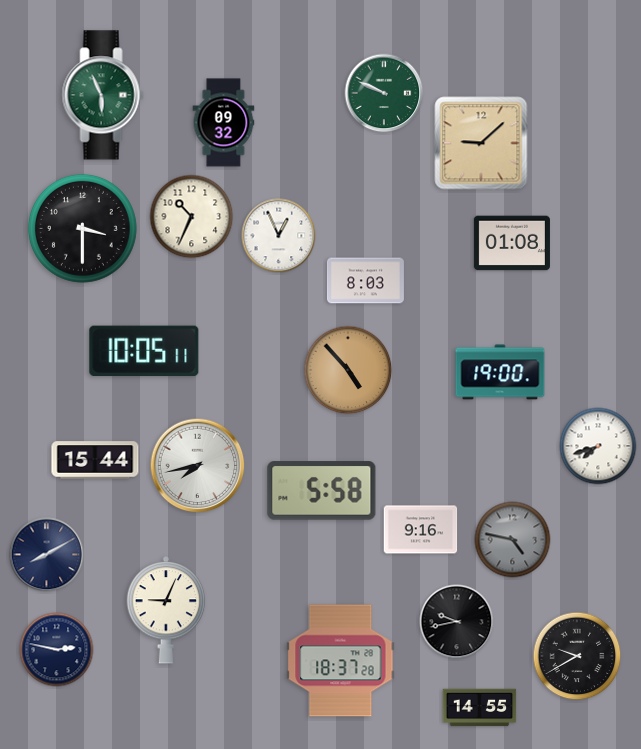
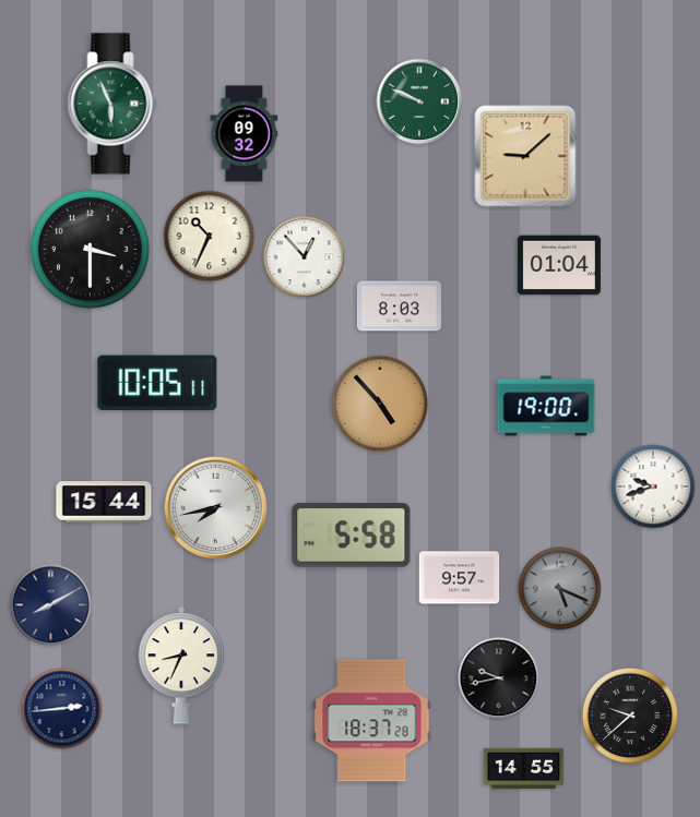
clock at (279, 236): 12:56 -> 12:53
clock at (512, 243): 01:08 -> 01:04
clock at (598, 446): 7:42 -> 9:42
clock at (421, 530): 9:16 -> 9:57
clock at (513, 540): 4:47 -> 5:19
clock at (166, 610): 9:04 -> 8:34
clock at (57, 650): 2:47 -> 2:44
clock at (577, 656): 9:40 -> 9:38
clock at (480, 708) position: (480, 708) -> (524, 769)
